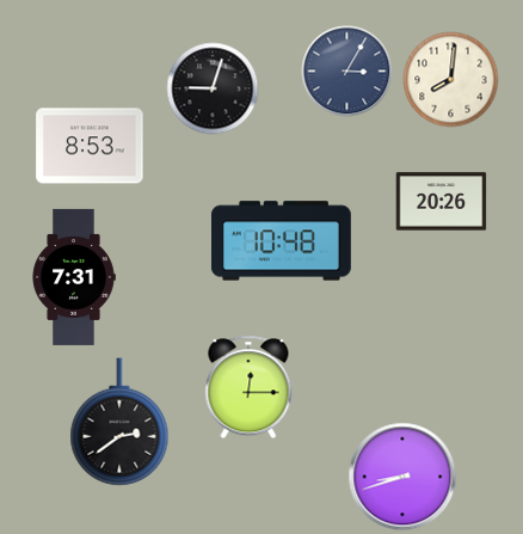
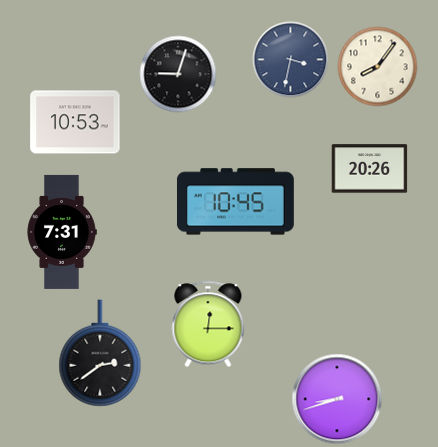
clock at (347, 72): 3:05 -> 3:32
clock at (451, 80): 8:01 -> 8:06
clock at (90, 146): 8:53 -> 10:53
clock at (281, 241): 10:48 -> 10:45
